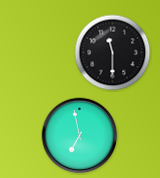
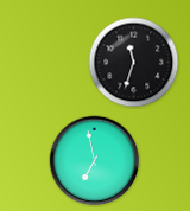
clock at (113, 53): 11:30 -> 11:33
